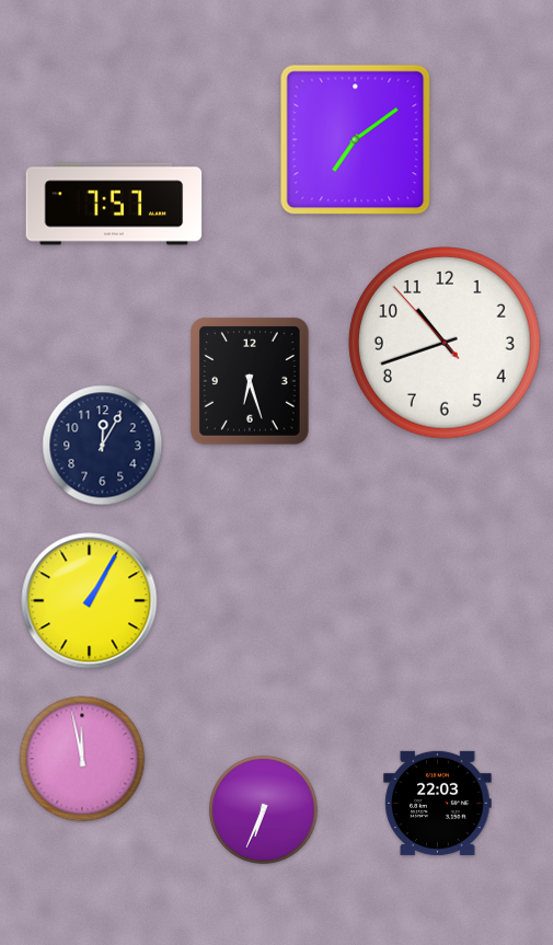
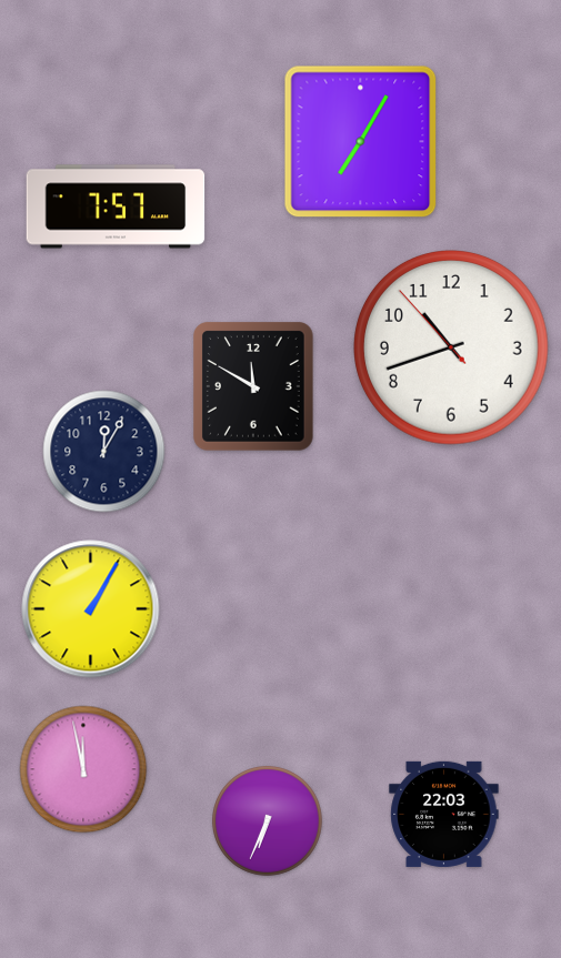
clock at (356, 140): 7:09 -> 7:05
clock at (250, 381): 6:27 -> 11:50
